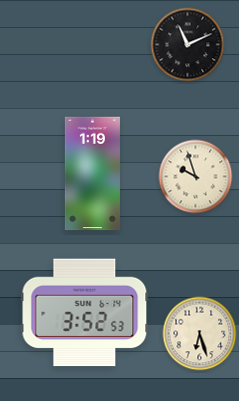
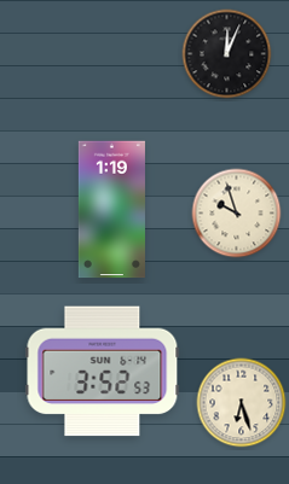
clock at (188, 45): 11:11 -> 12:04
clock at (85, 313) position: (85, 313) -> (103, 372)
